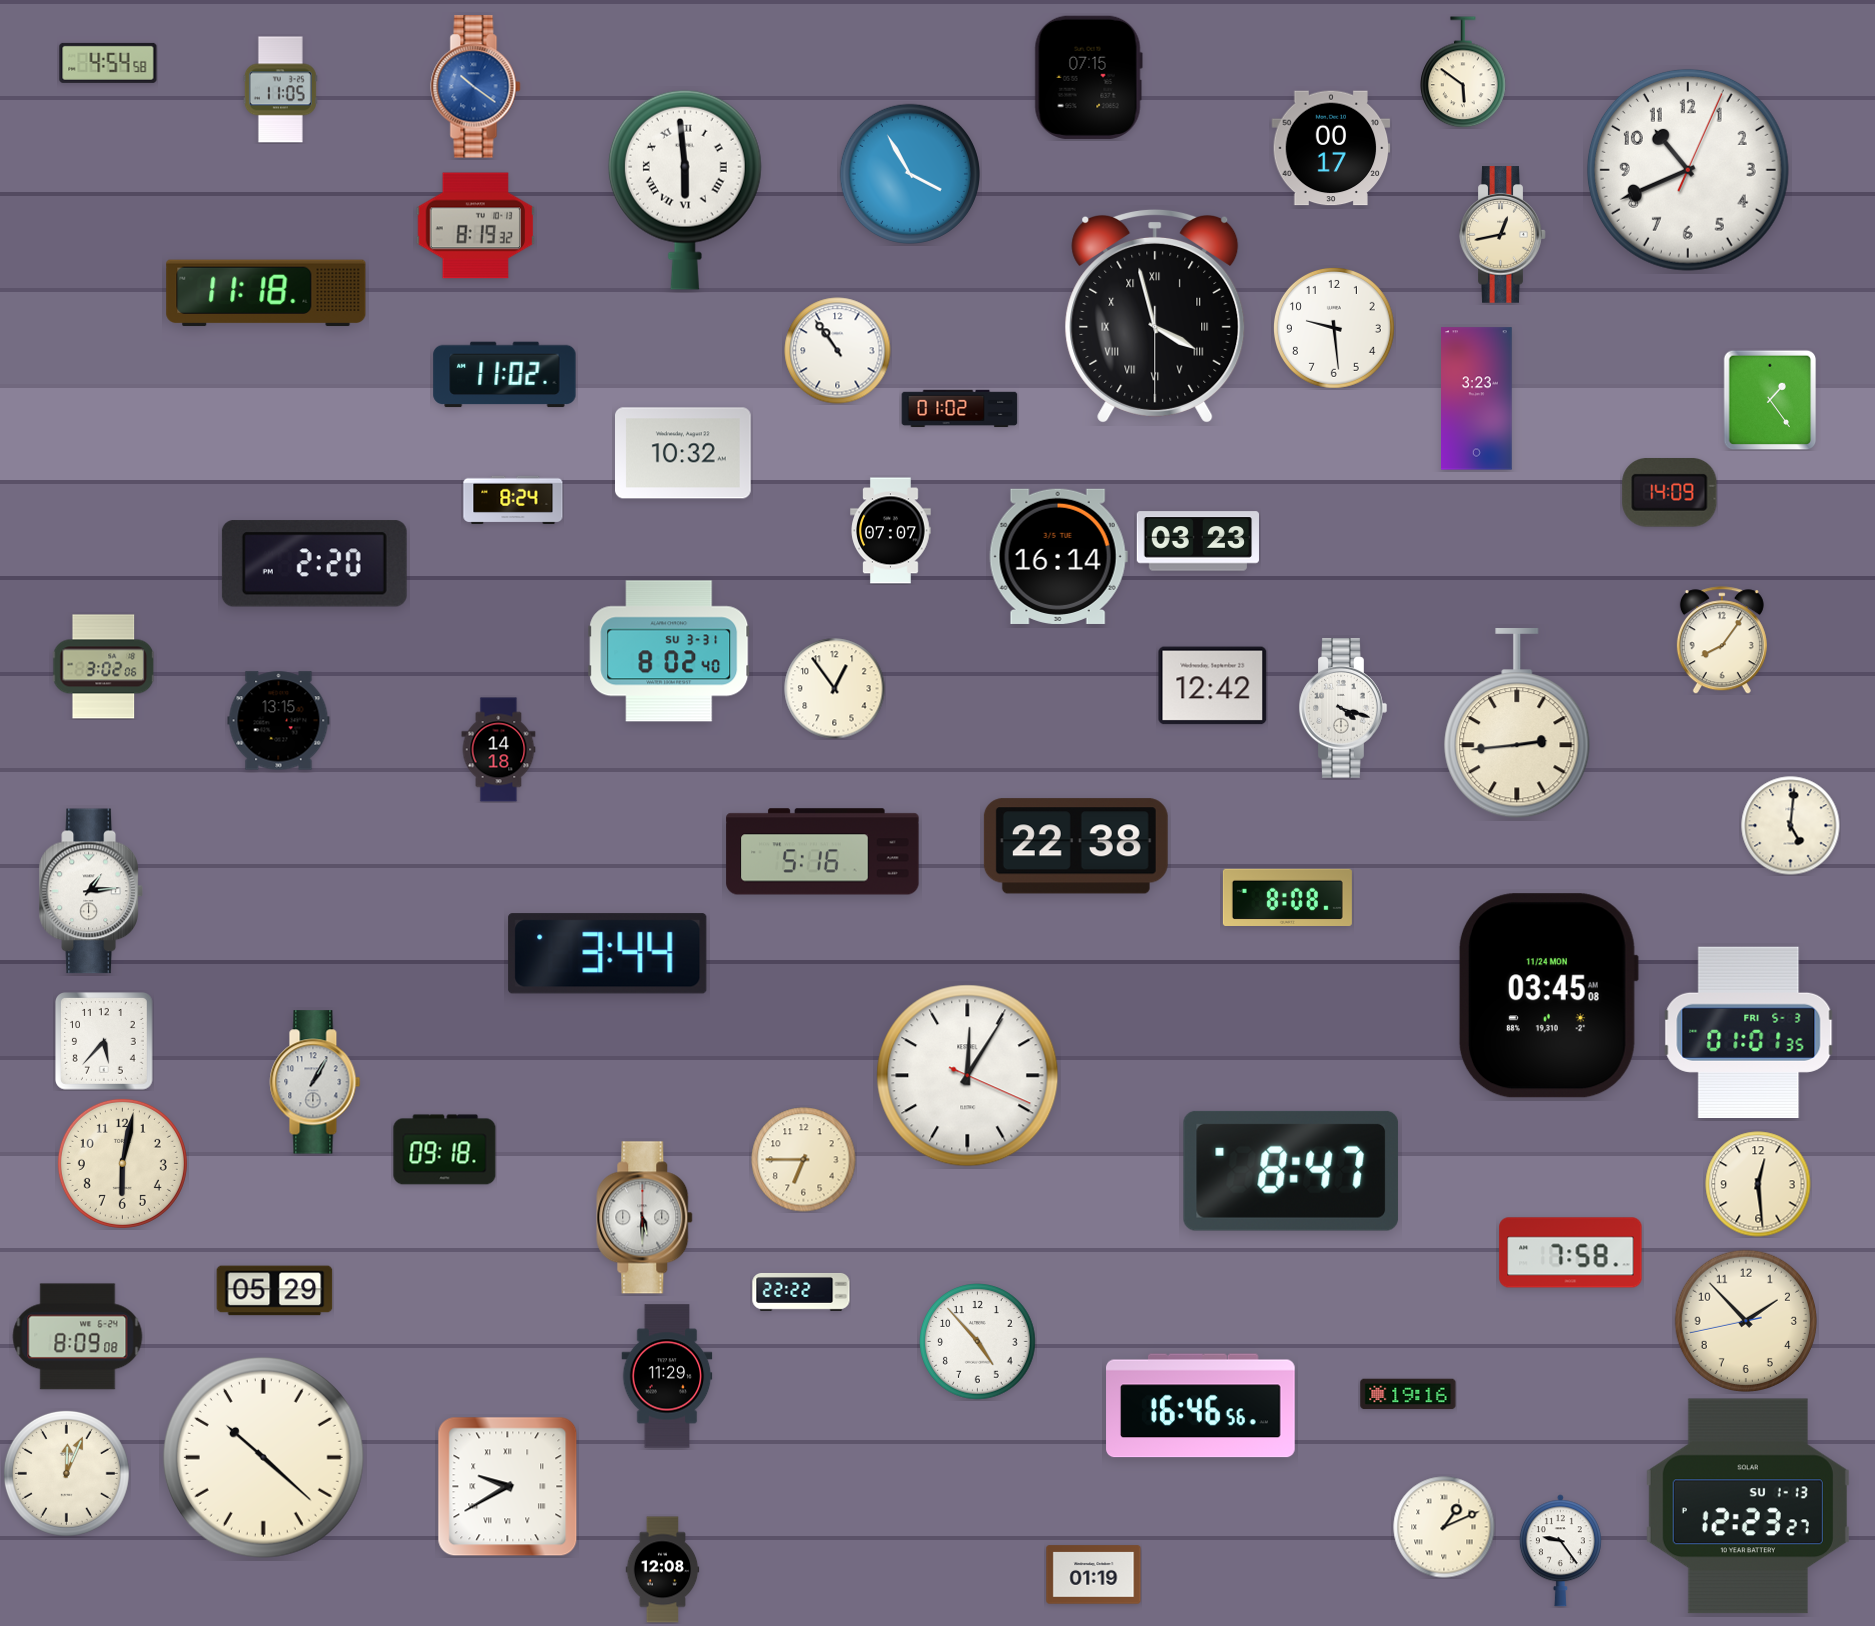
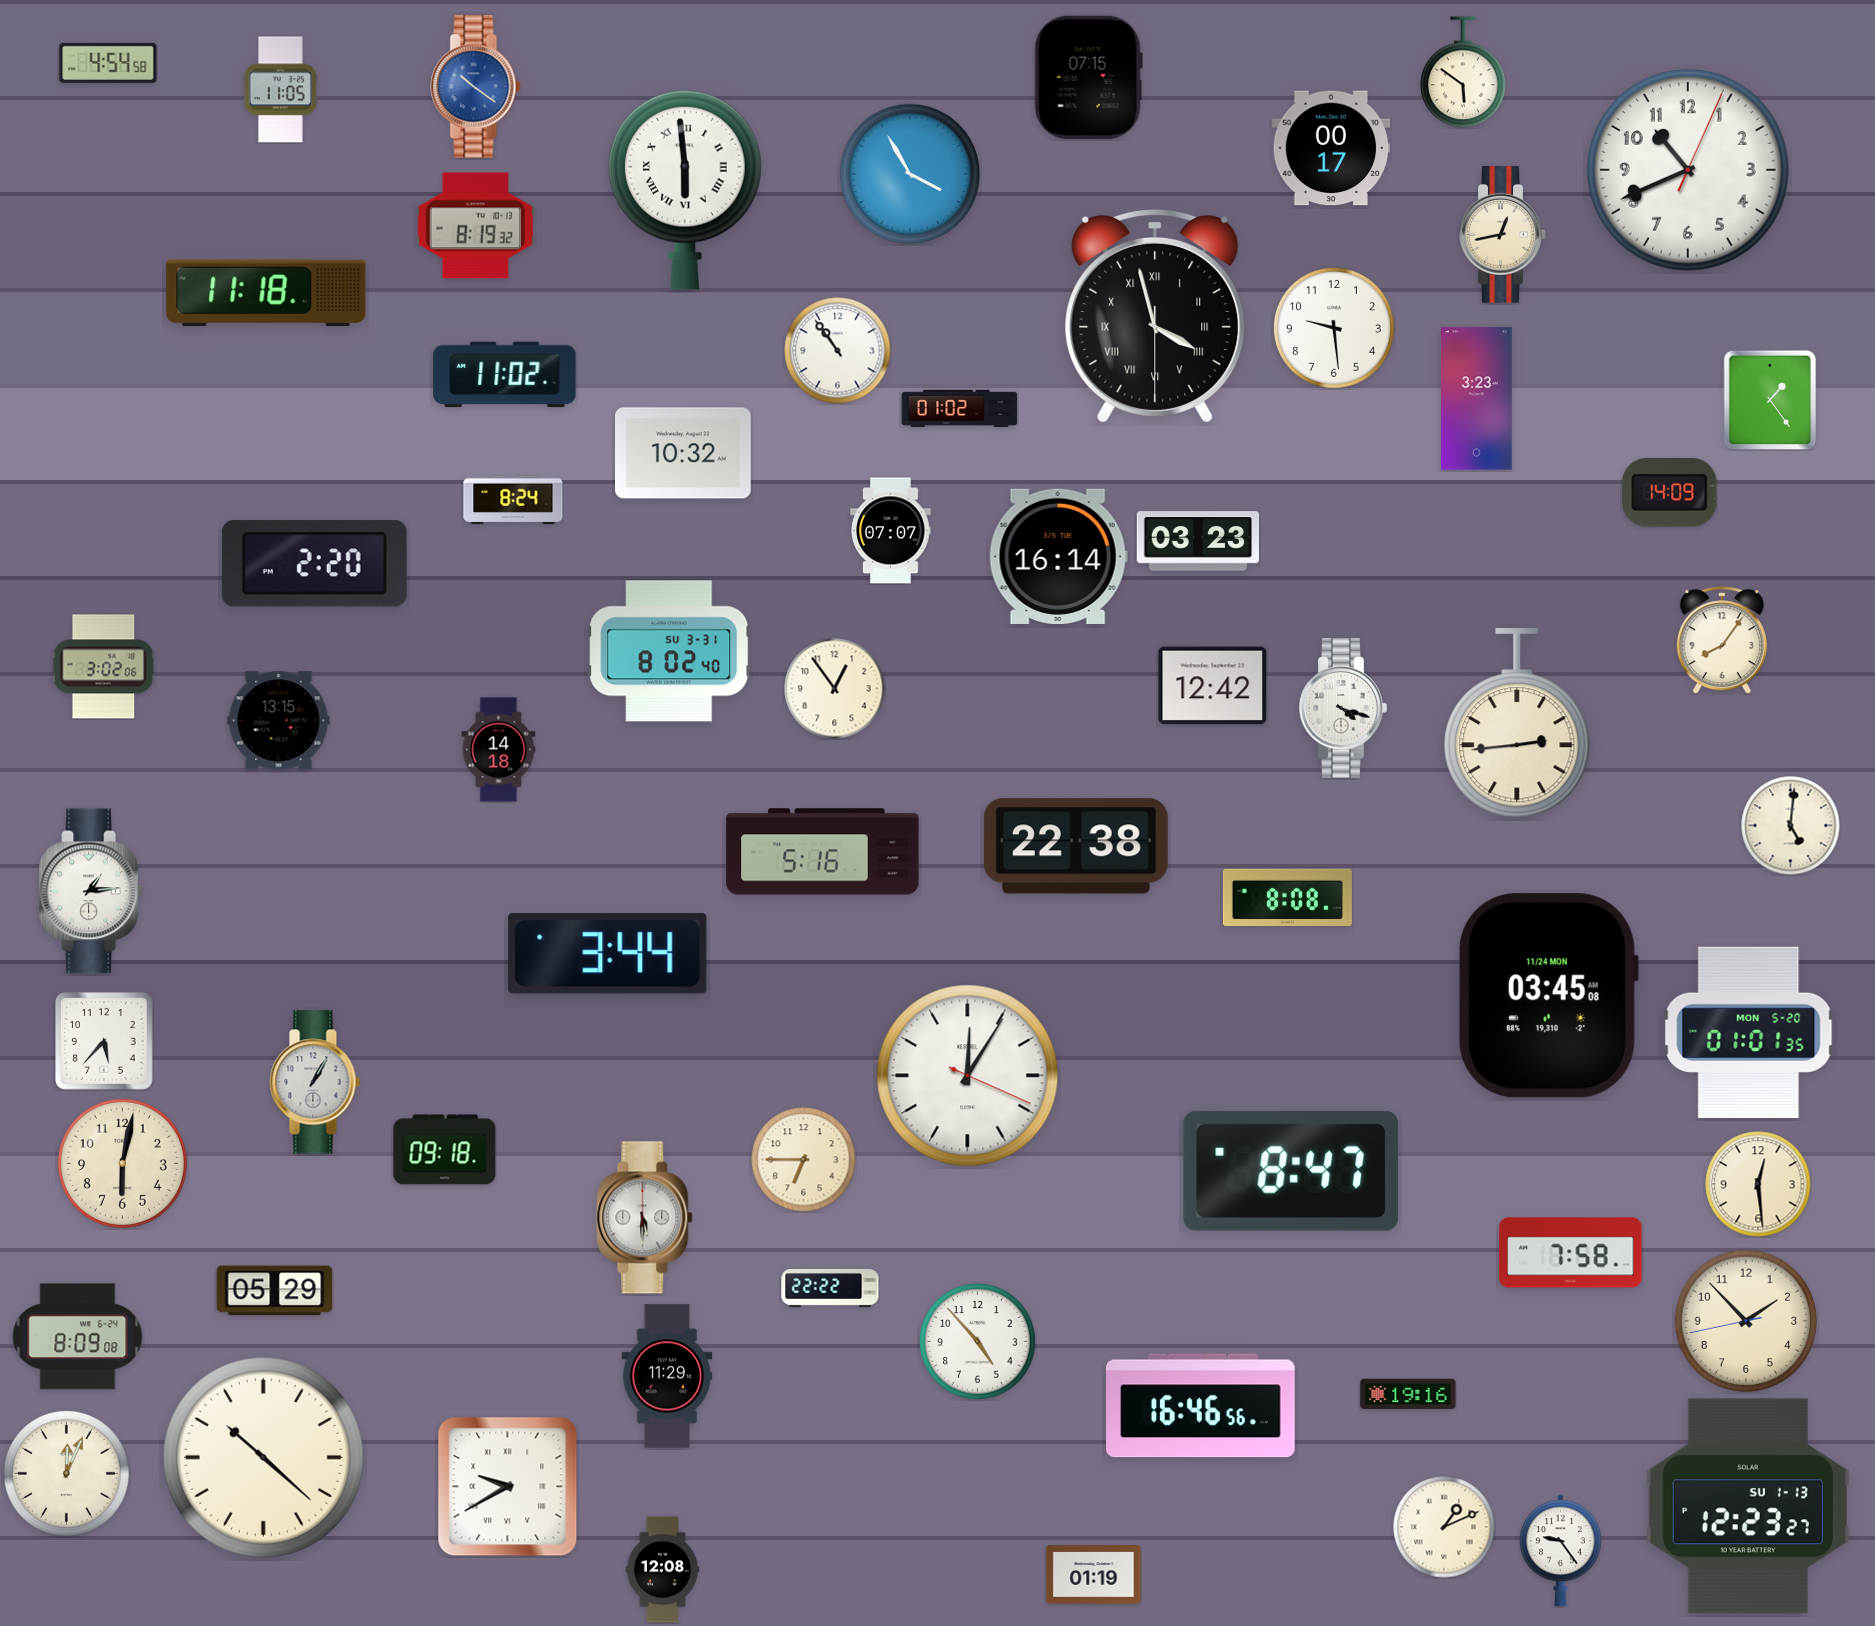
clock at (1749, 1032) date: FRI 5-3 -> MON 5-20
clock at (801, 1292) position: (801, 1292) -> (830, 1288)
